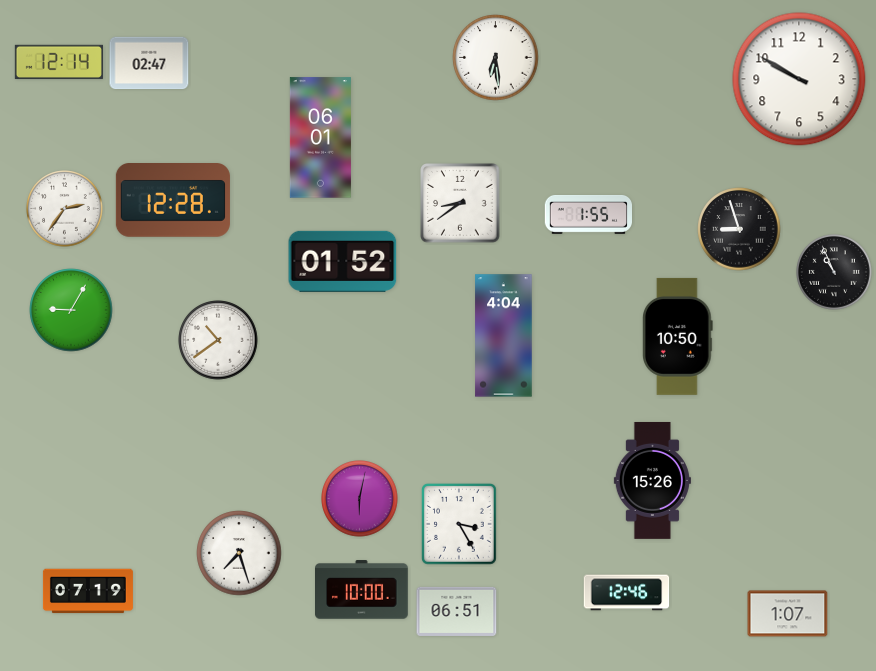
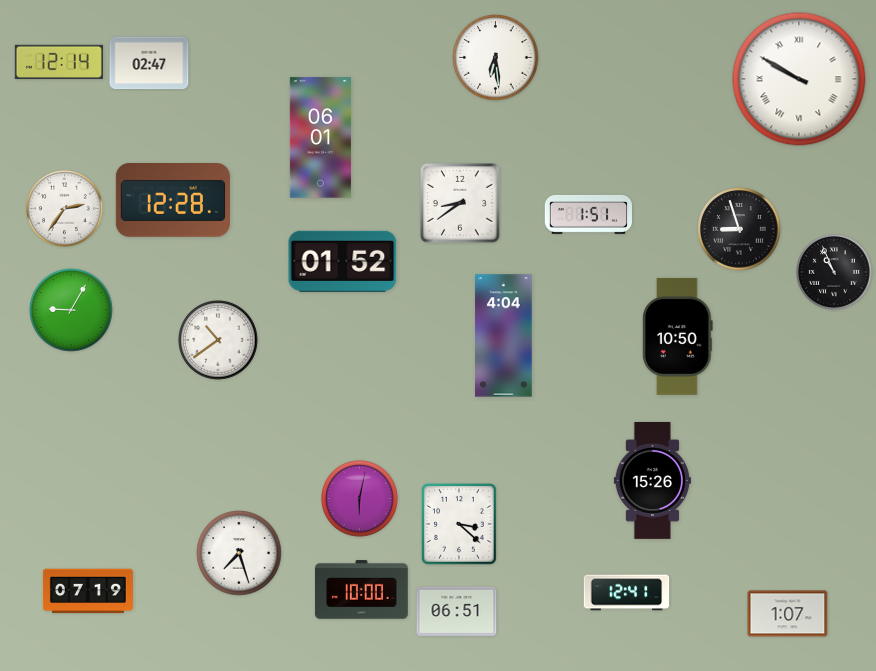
clock at (799, 79) numerals: Arabic -> Roman
clock at (589, 215): 1:55 -> 1:51
clock at (459, 525): 3:25 -> 3:22
clock at (627, 593): 12:46 -> 12:41
